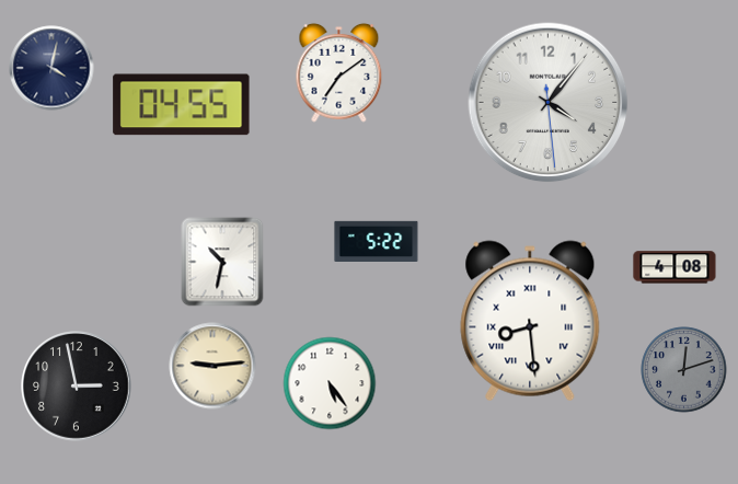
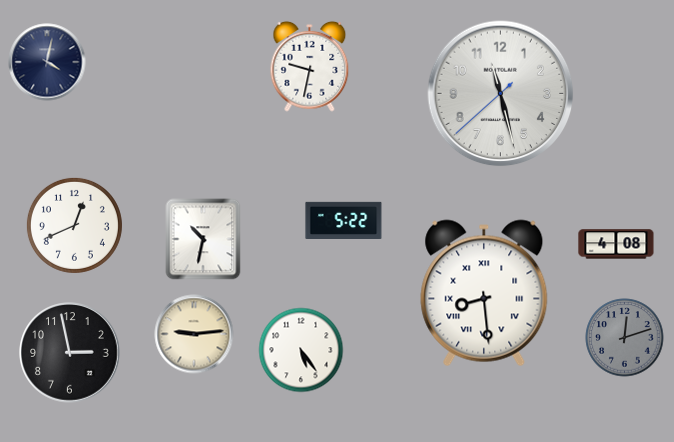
clock at (339, 72): 7:09 -> 9:32
clock at (549, 103): 4:06 -> 11:27
clock at (182, 105): 04:55 -> none
clock at (74, 225): none -> 12:41
